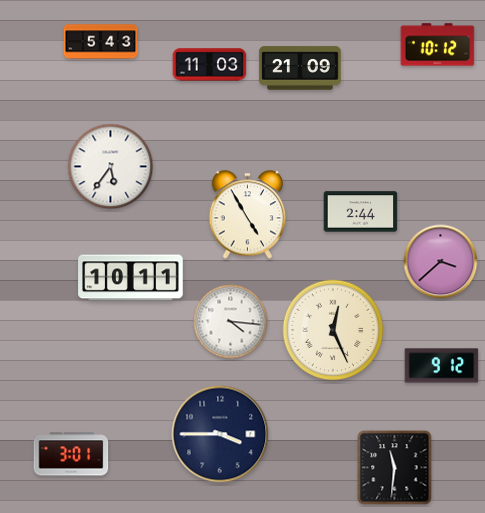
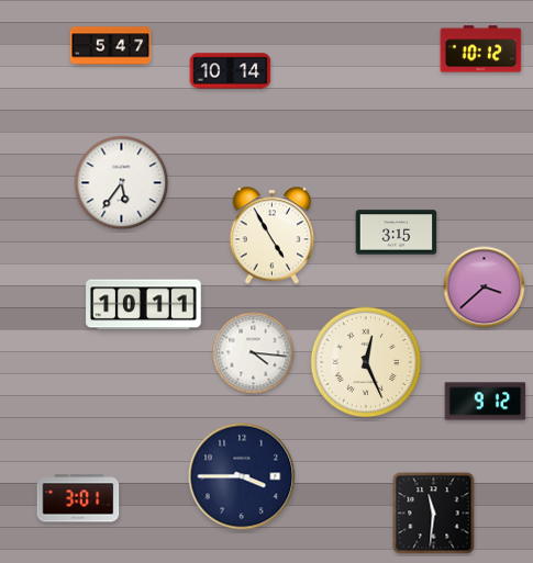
clock at (101, 42): 5:43 -> 5:47
clock at (210, 65): 11:03 -> 10:14
clock at (300, 68): 21:09 -> none
clock at (361, 212): 2:44 -> 3:15
